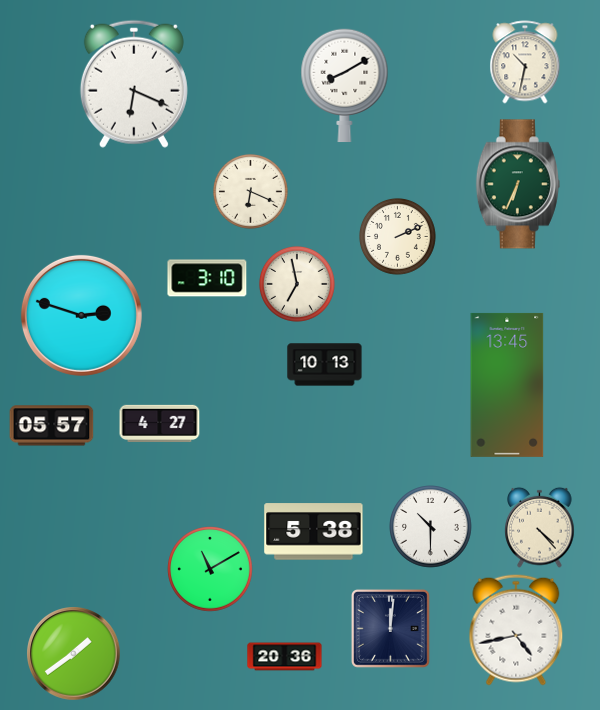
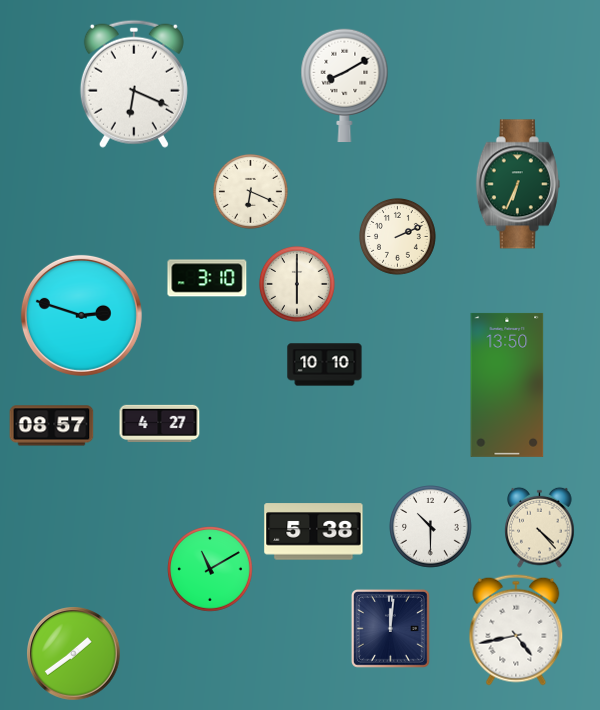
clock at (525, 62): 10:32 -> none
clock at (297, 284): 6:58 -> 6:00
clock at (325, 365): 10:13 -> 10:10
clock at (507, 385): 13:45 -> 13:50
clock at (52, 426): 05:57 -> 08:57
clock at (285, 657): 20:36 -> none
